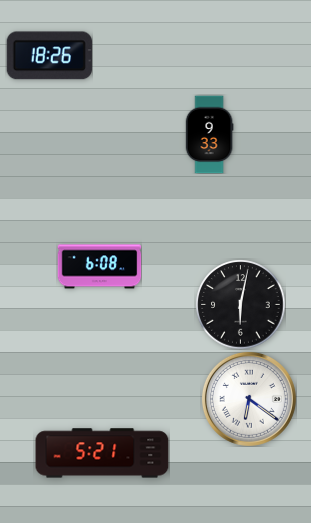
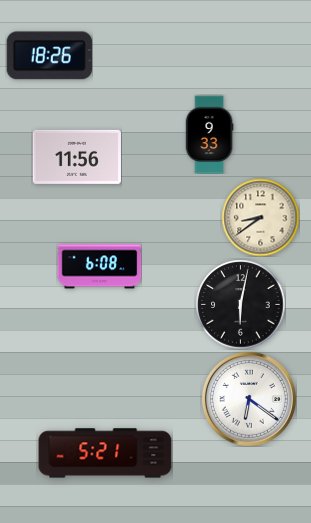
clock at (77, 157): none -> 11:56
clock at (260, 217): none -> 8:39
clock at (102, 453) position: (102, 453) -> (105, 453)
